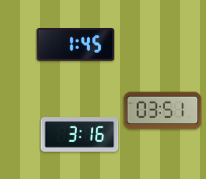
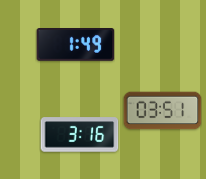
clock at (75, 45): 1:45 -> 1:49
